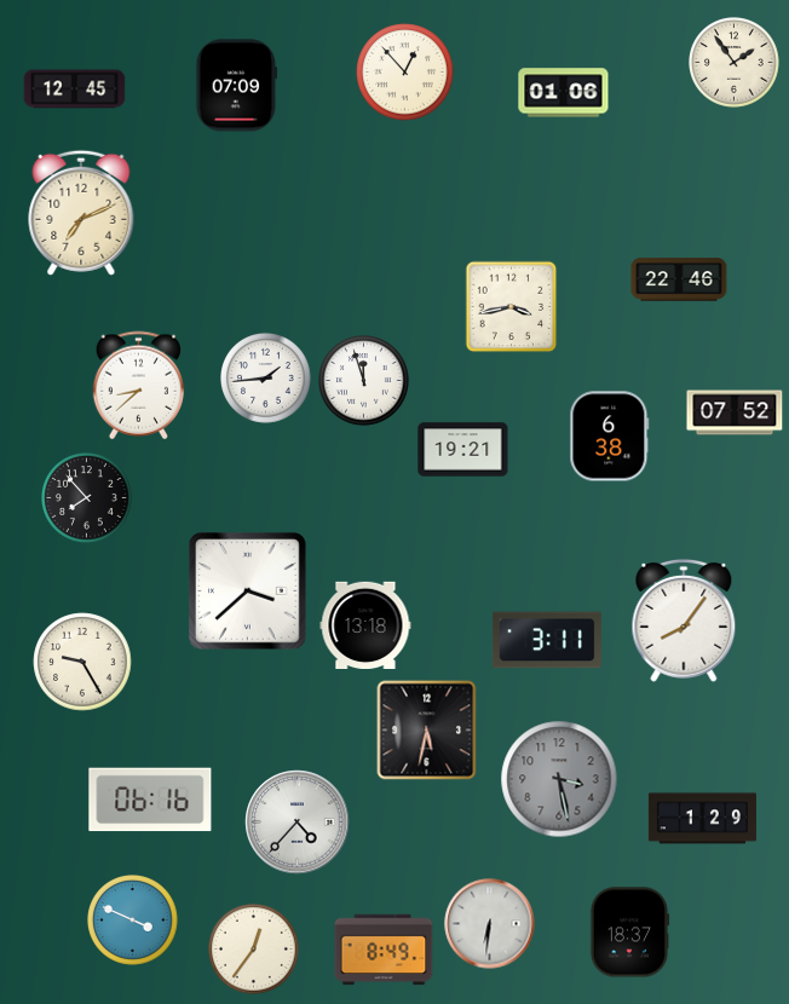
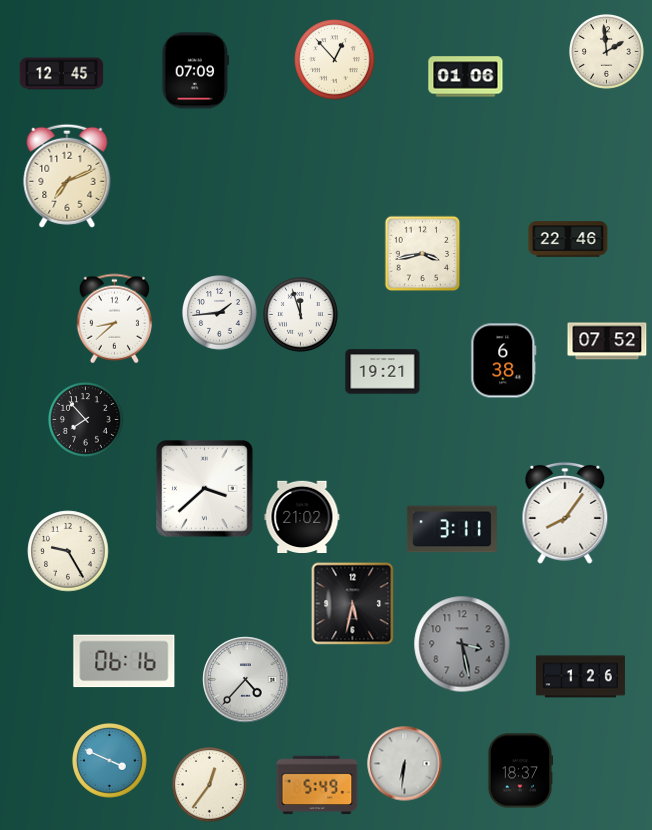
clock at (735, 63): 1:54 -> 1:59
clock at (679, 279) position: (679, 279) -> (568, 239)
clock at (87, 498) position: (87, 498) -> (86, 420)
clock at (365, 624): 13:18 -> 21:02
clock at (82, 662) position: (82, 662) -> (68, 551)
clock at (702, 819): 1:29 -> 1:26
clock at (384, 950): 8:49 -> 5:49
